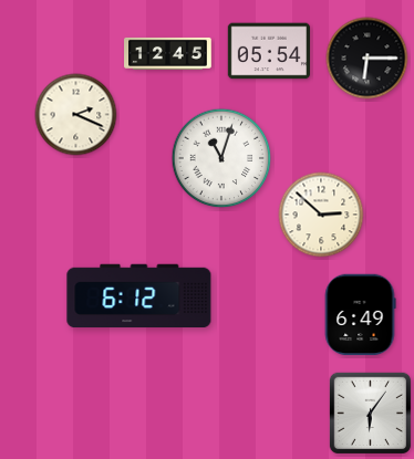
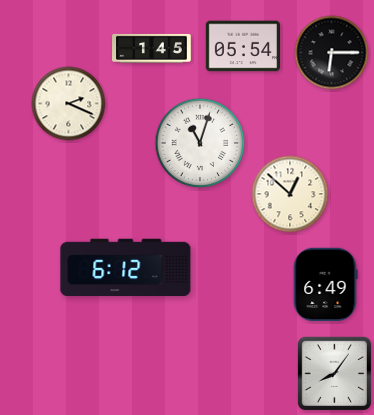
clock at (168, 53): 12:45 -> 1:45
clock at (321, 215): 2:52 -> 12:52
clock at (370, 413): 6:06 -> 8:06
